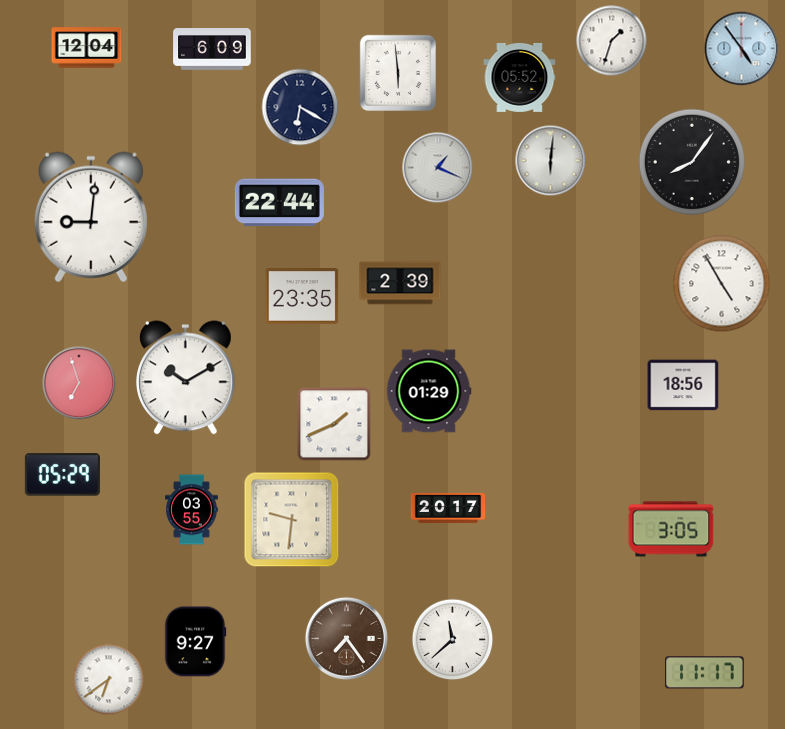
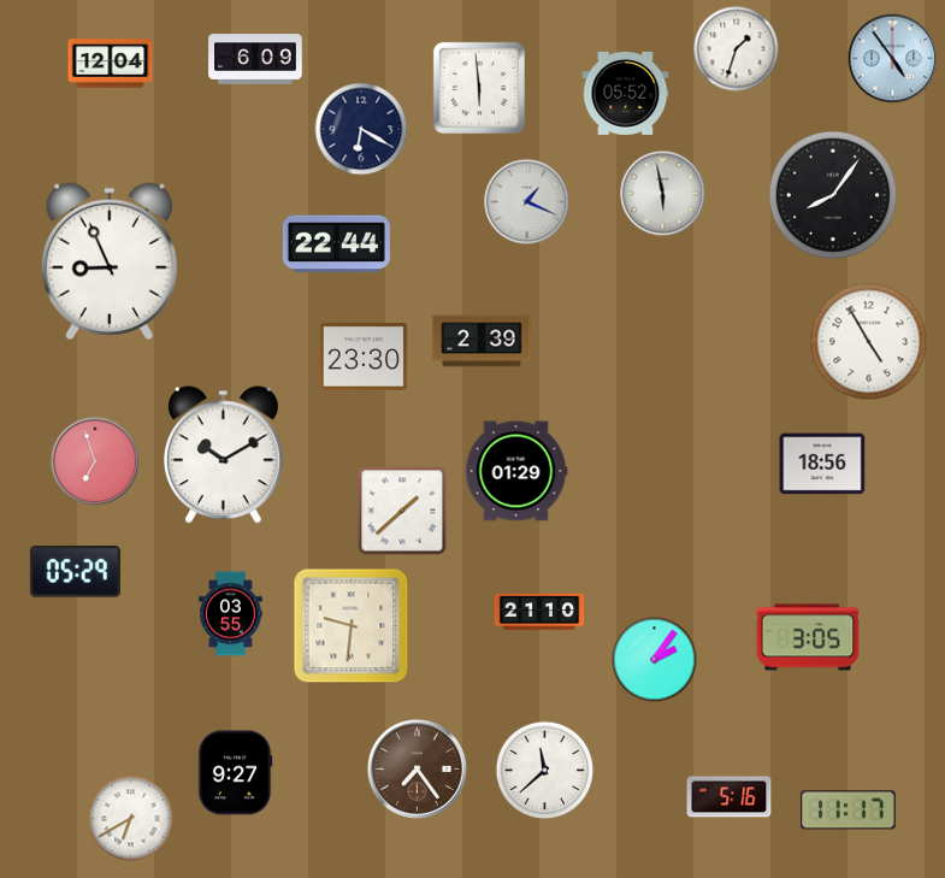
clock at (87, 48) position: (87, 48) -> (111, 64)
clock at (551, 161): 6:01 -> 5:58
clock at (91, 217): 9:01 -> 8:56
clock at (302, 297): 23:35 -> 23:30
clock at (334, 424): 1:41 -> 1:38
clock at (448, 508): 20:17 -> 21:10
clock at (655, 660): none -> 2:06
clock at (730, 797): none -> 5:16
clock at (109, 680): 6:39 -> 6:40
